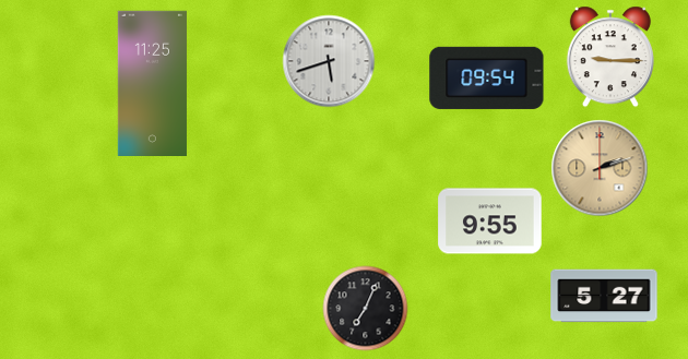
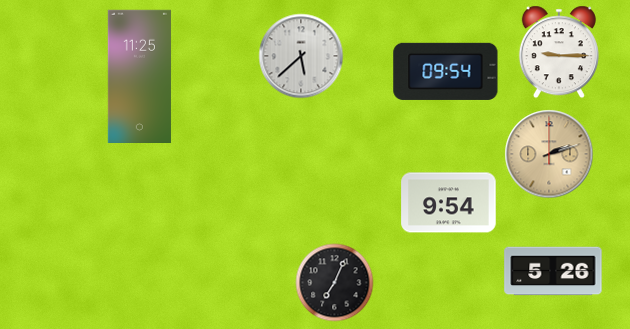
clock at (329, 61): 5:42 -> 5:38
clock at (490, 222): 9:55 -> 9:54
clock at (604, 296): 5:27 -> 5:26
